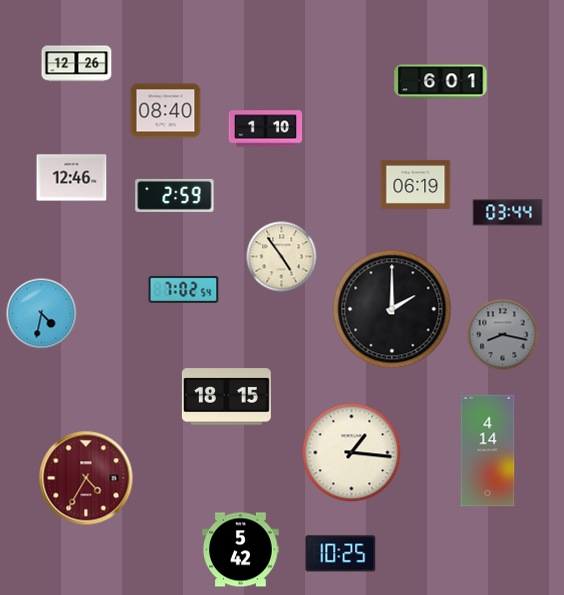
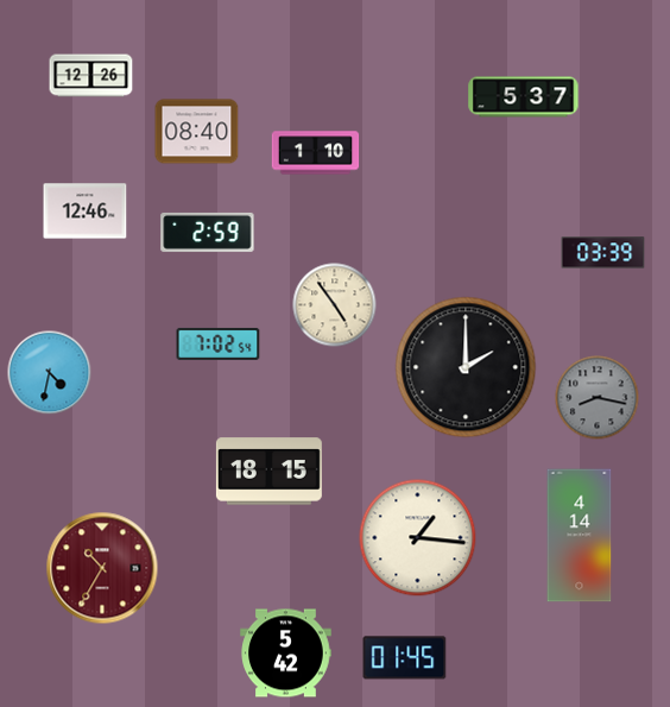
clock at (441, 82): 6:01 -> 5:37
clock at (416, 184): 06:19 -> none
clock at (508, 213): 03:44 -> 03:39
clock at (86, 478): 4:35 -> 10:35
clock at (341, 554): 10:25 -> 01:45
